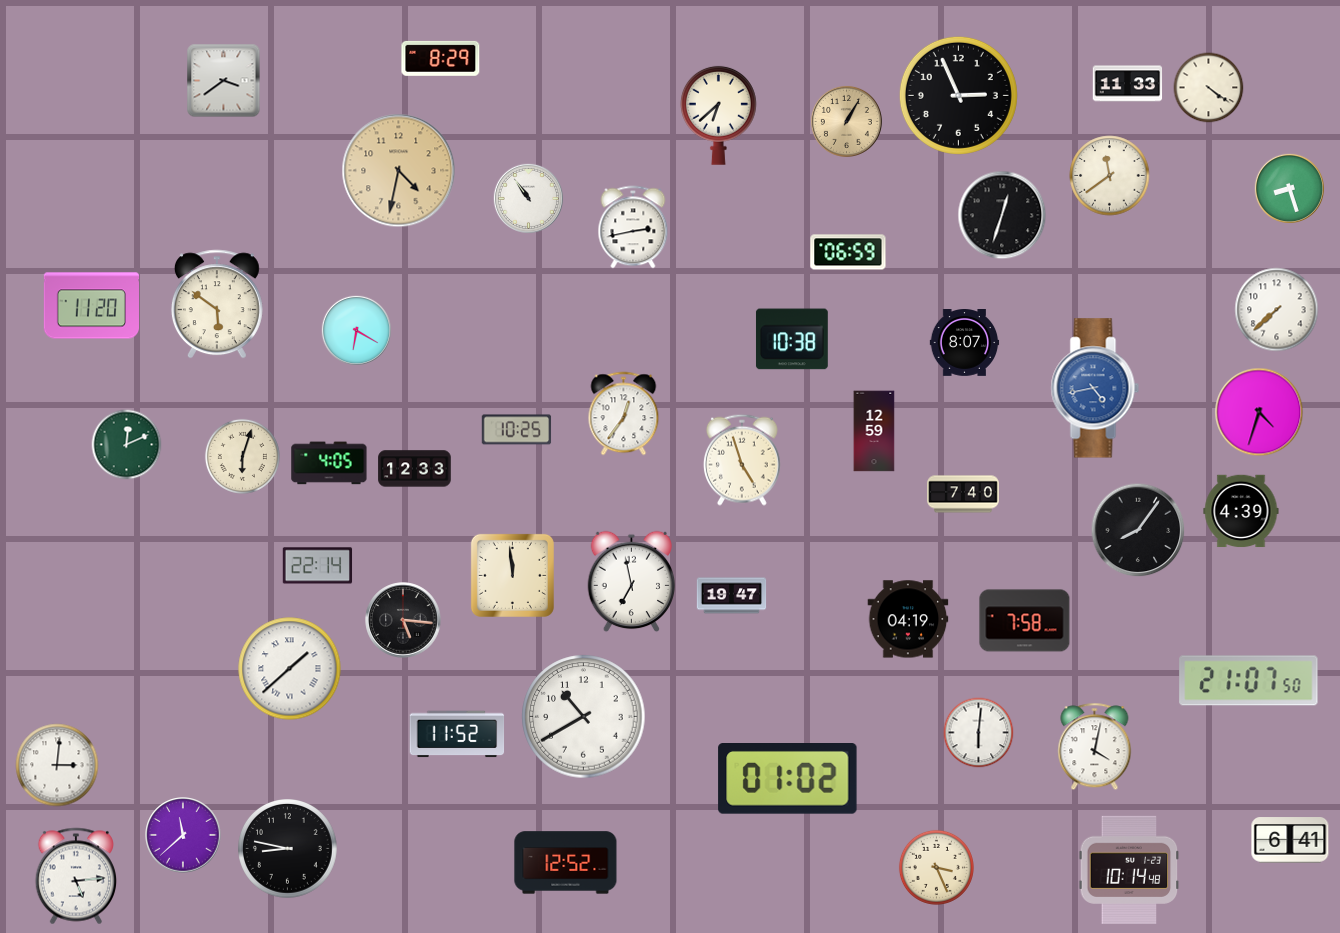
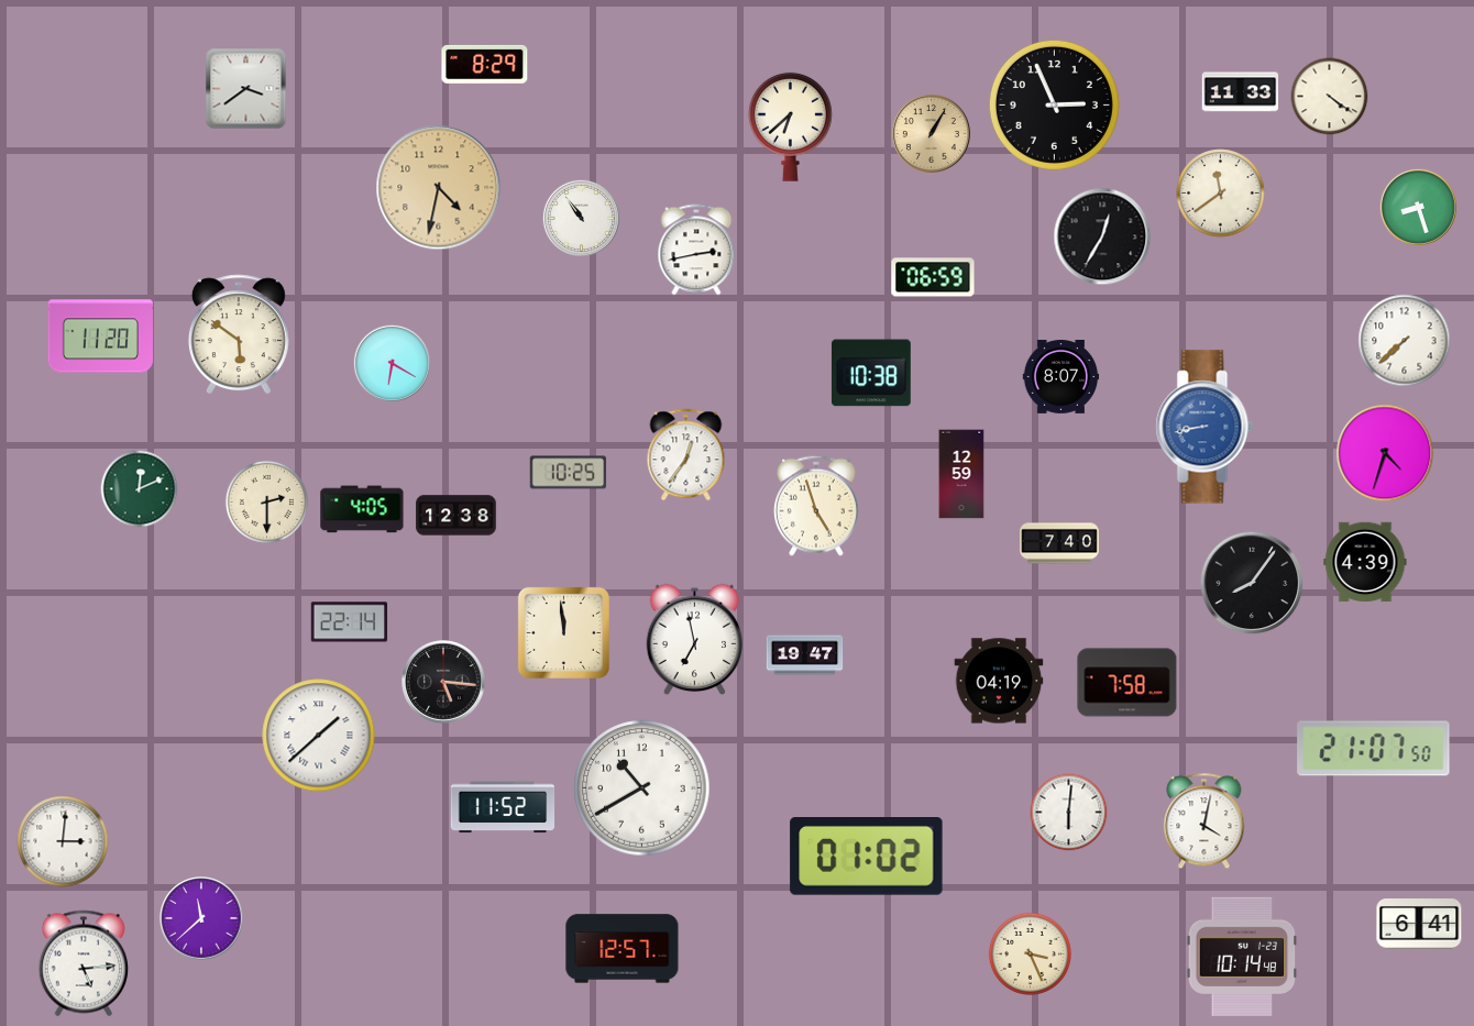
clock at (1002, 215): 12:33 -> 12:35
clock at (1095, 388): 4:43 -> 8:43
clock at (242, 456): 6:03 -> 2:30
clock at (415, 469): 12:33 -> 12:38
clock at (979, 733) position: (979, 733) -> (1069, 813)
clock at (288, 849): 8:47 -> none
clock at (566, 863): 12:52 -> 12:57
